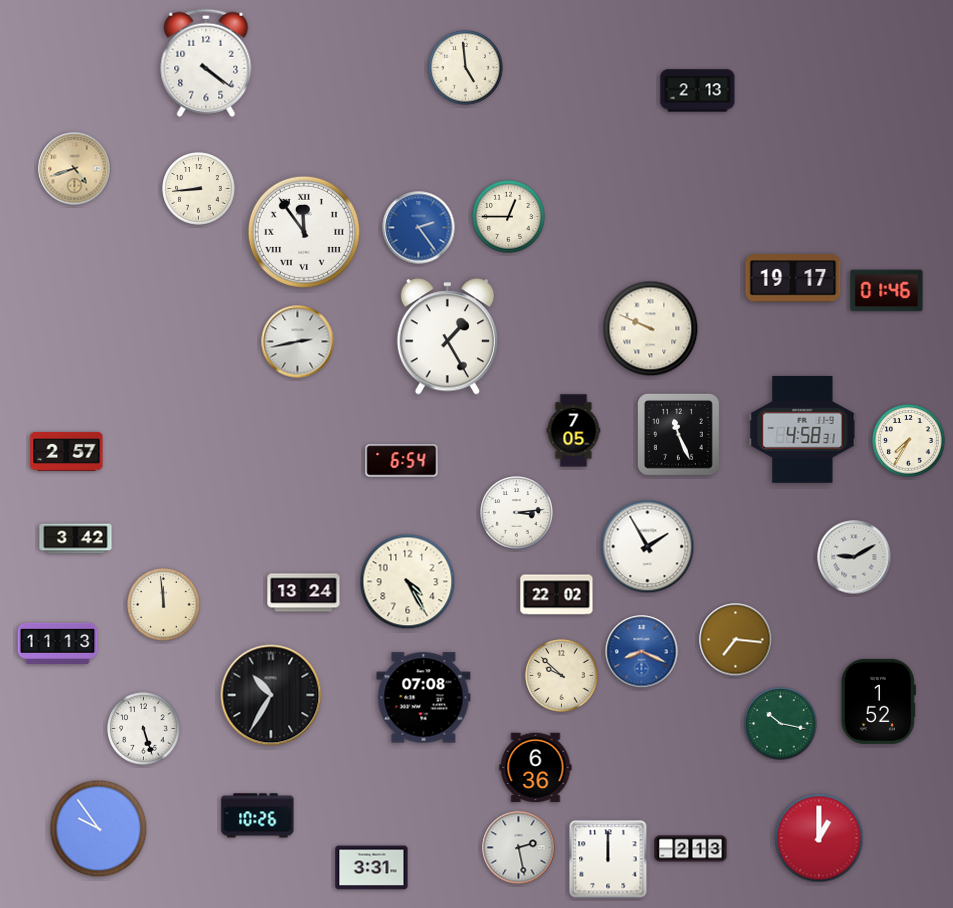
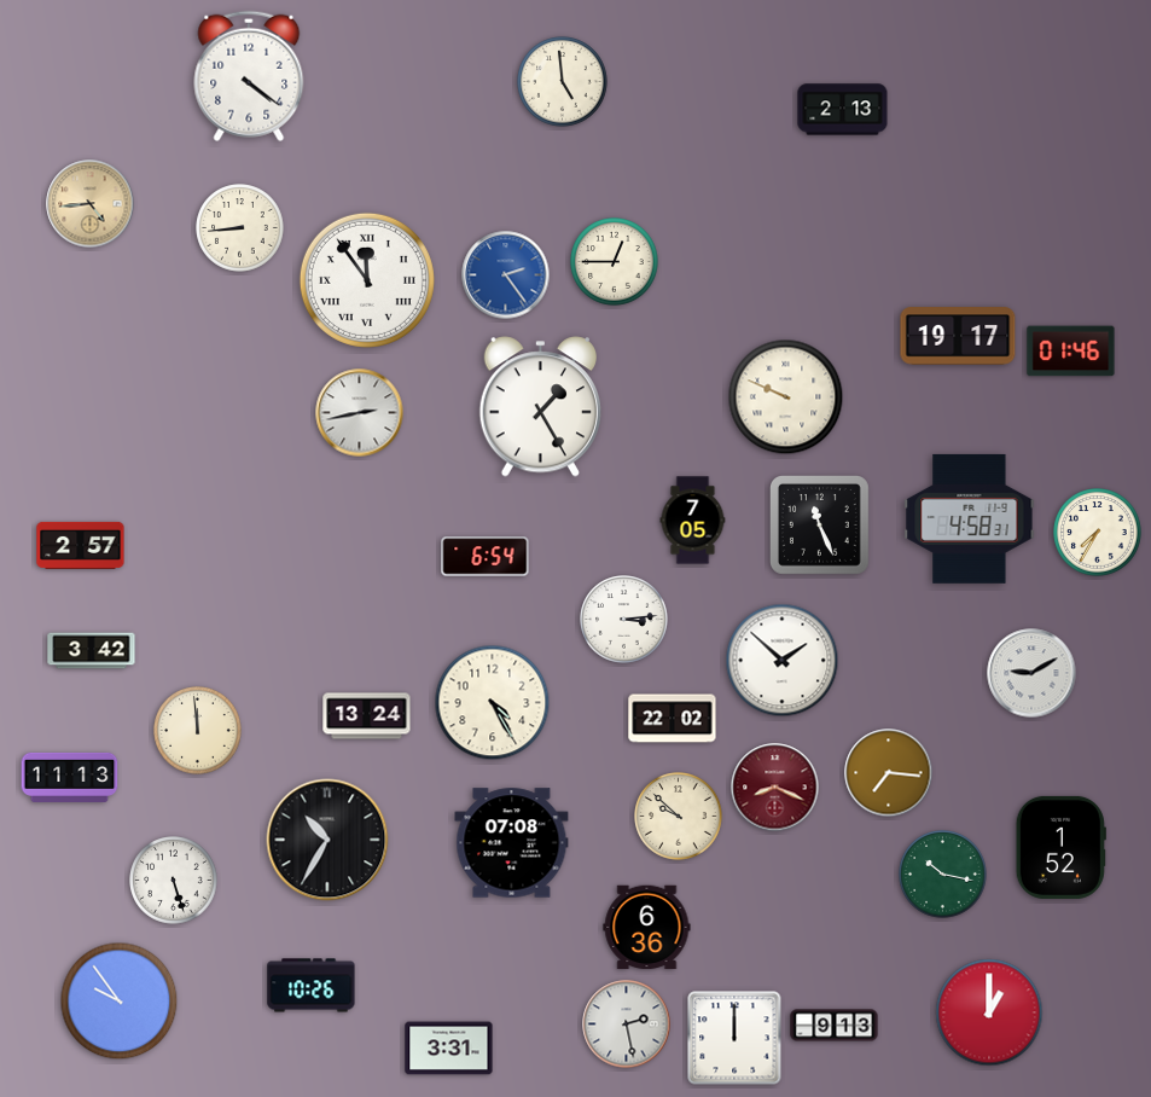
clock at (75, 169): 4:42 -> 4:44
clock at (648, 547): 1:55 -> 1:52
clock at (642, 652) dial: blue -> burgundy
clock at (691, 849): 2:13 -> 9:13
